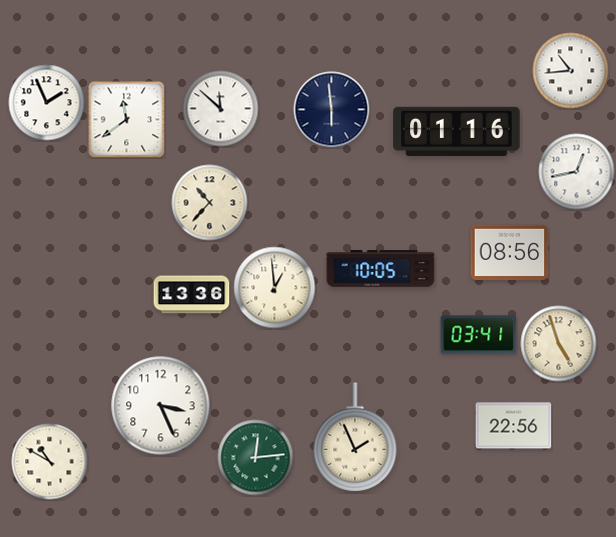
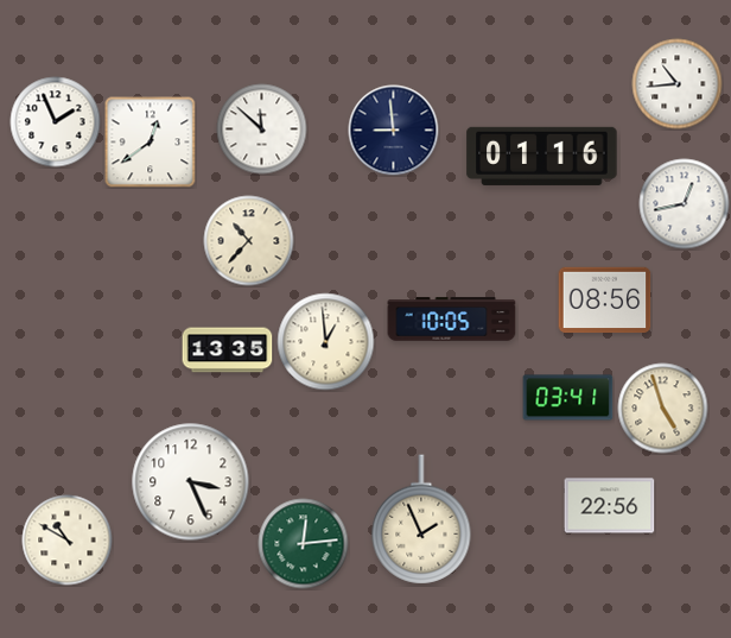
clock at (332, 110): 5:59 -> 8:59
clock at (127, 120): 11:39 -> 12:39
clock at (192, 295): 13:36 -> 13:35
clock at (50, 462) position: (50, 462) -> (68, 541)
